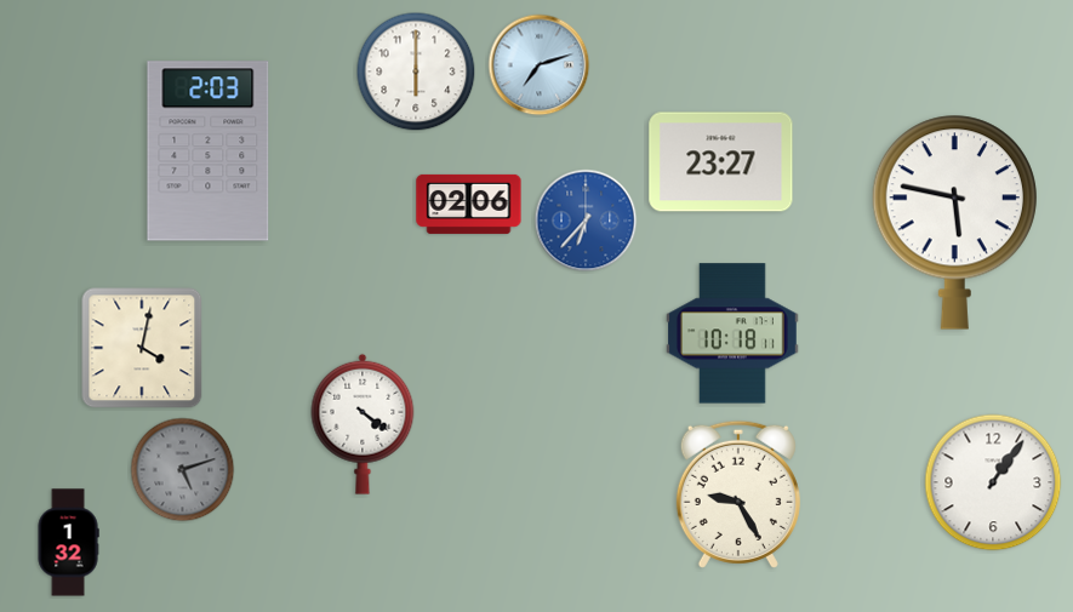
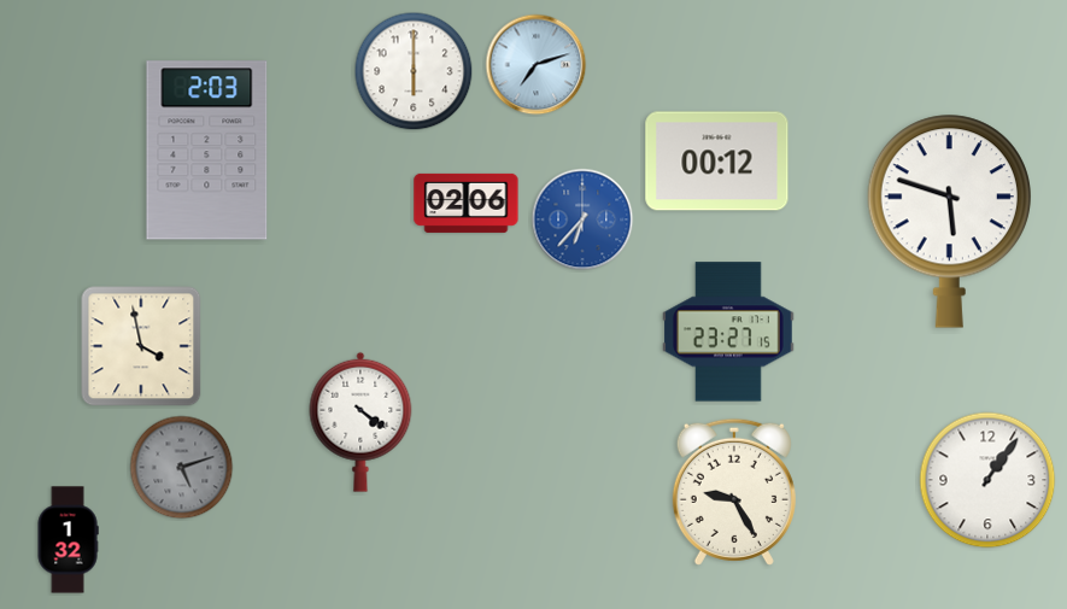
clock at (721, 162): 23:27 -> 00:12
clock at (954, 222): 5:47 -> 5:48
clock at (734, 333): 10:18 -> 23:27
clock at (142, 348): 4:02 -> 3:58
